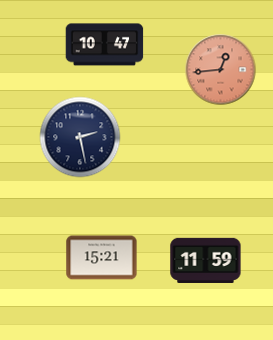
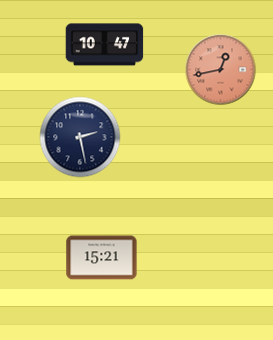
clock at (221, 70): 12:44 -> 12:43
clock at (206, 260): 11:59 -> none
